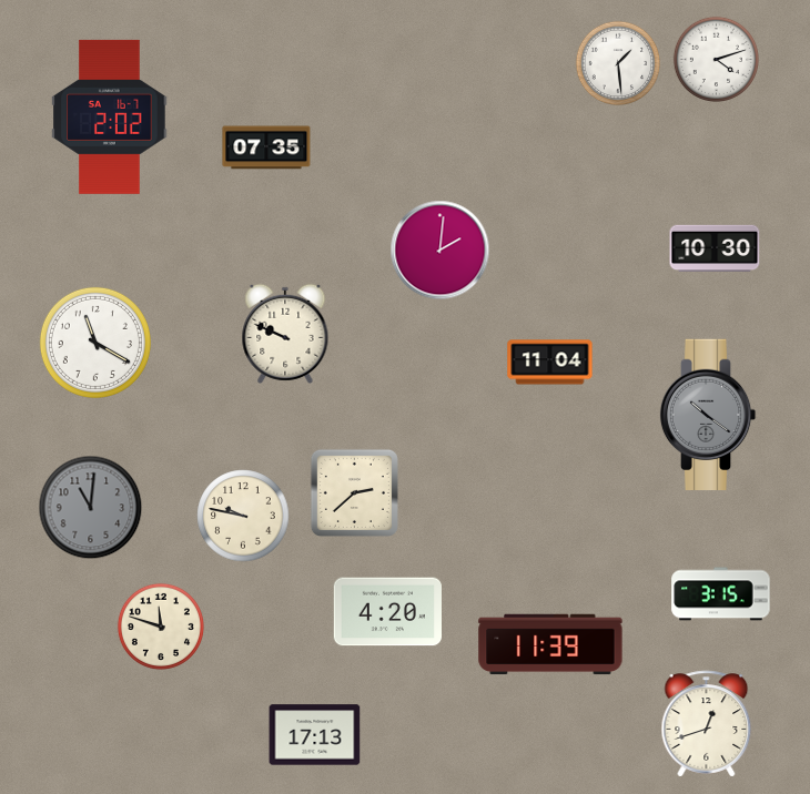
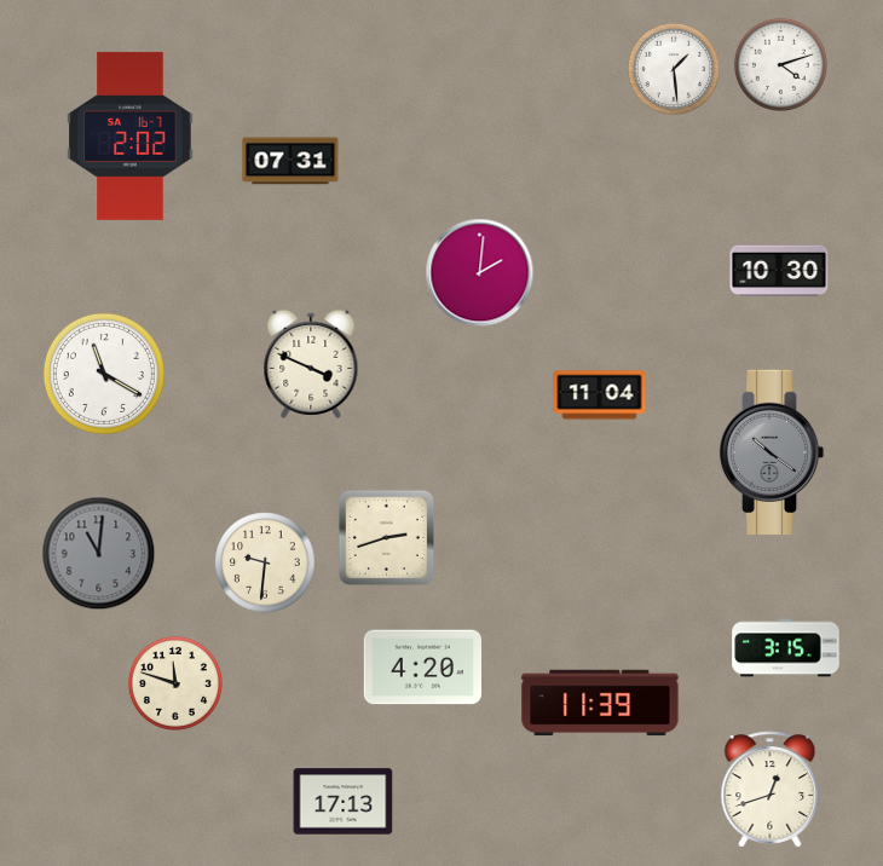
clock at (110, 116) position: (110, 116) -> (131, 135)
clock at (266, 147): 07:35 -> 07:31
clock at (285, 334): 9:49 -> 3:49
clock at (354, 492): 2:38 -> 2:42
clock at (243, 516): 9:47 -> 9:31
